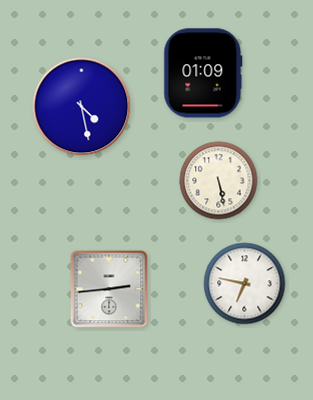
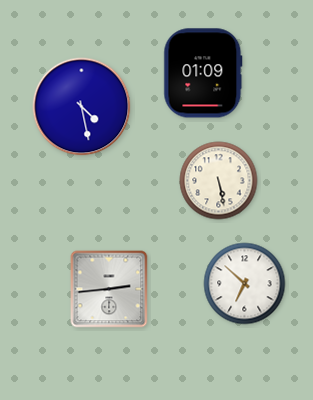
clock at (245, 284): 6:47 -> 6:52
